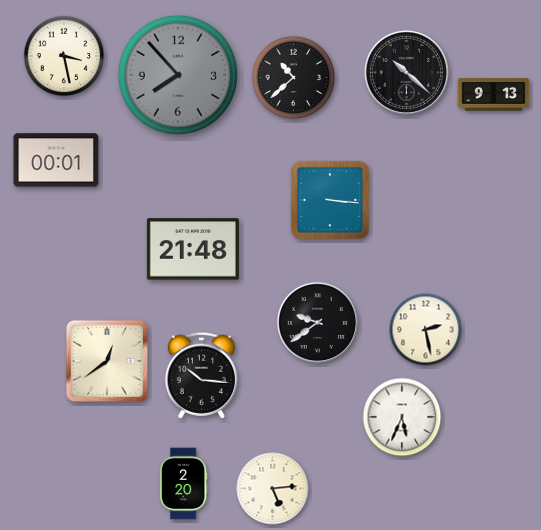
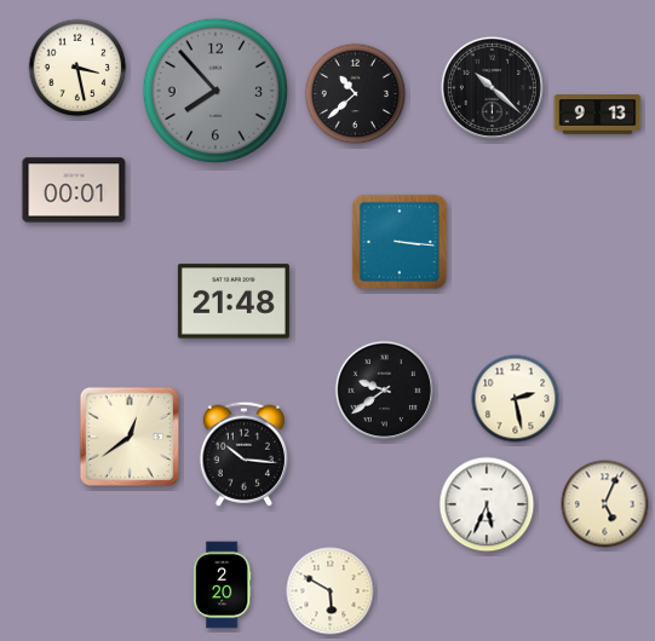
clock at (56, 160) position: (56, 160) -> (74, 190)
clock at (605, 504): none -> 5:04
clock at (273, 489): 5:14 -> 5:50
